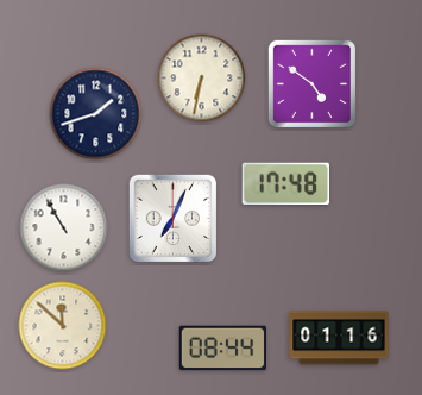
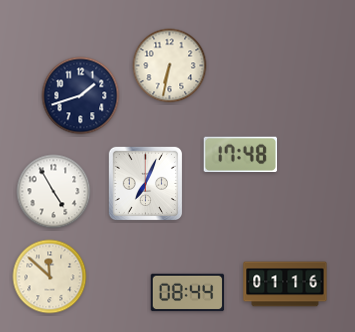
clock at (311, 83): 4:51 -> none
clock at (64, 228): 10:55 -> 4:55
clock at (63, 326) position: (63, 326) -> (50, 277)
